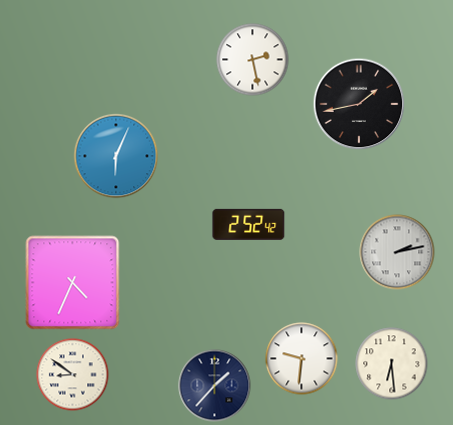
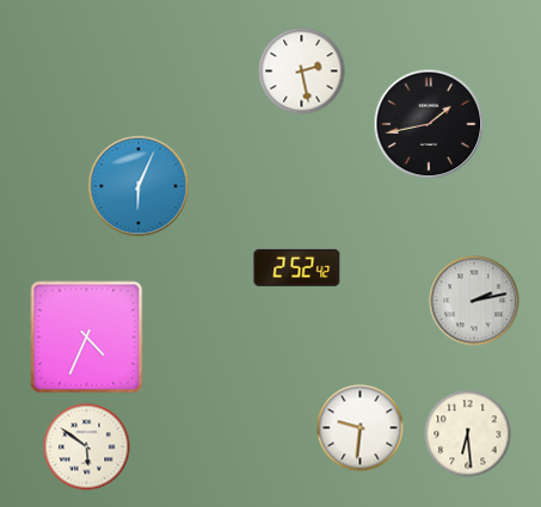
clock at (73, 375): 8:51 -> 5:51
clock at (215, 386): 1:37 -> none
